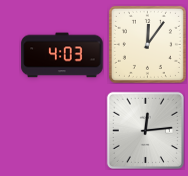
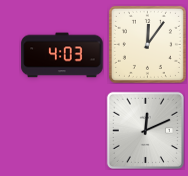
clock at (145, 130): 12:14 -> 12:11
